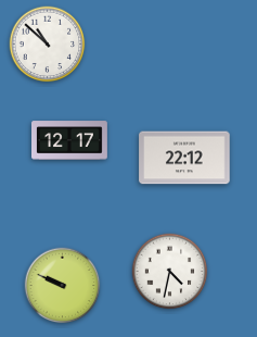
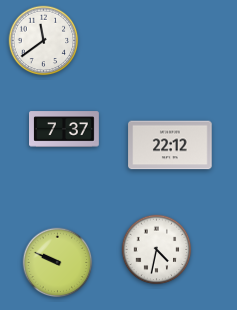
clock at (48, 45): 10:52 -> 11:39
clock at (70, 140): 12:17 -> 7:37
